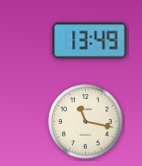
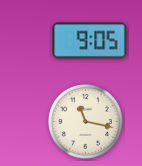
clock at (90, 41): 13:49 -> 9:05
